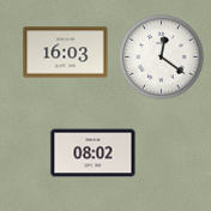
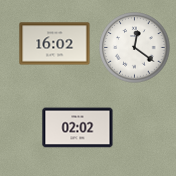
clock at (66, 53): 16:03 -> 16:02
clock at (94, 153): 08:02 -> 02:02
